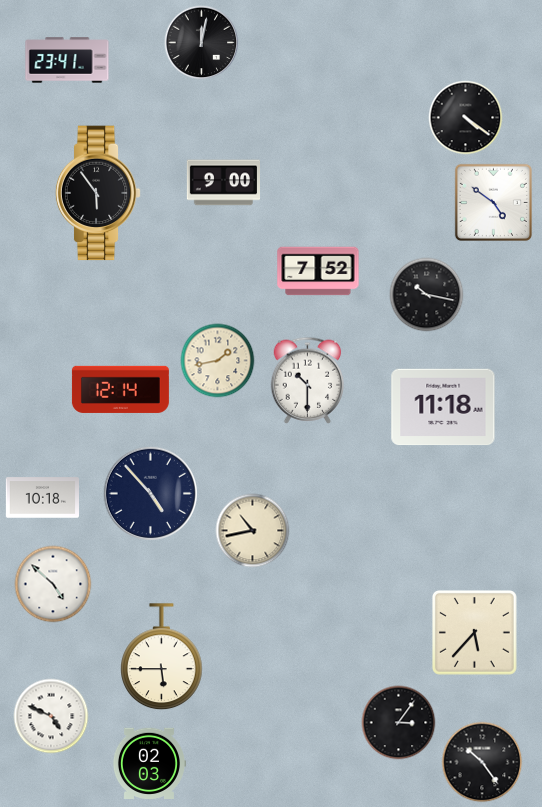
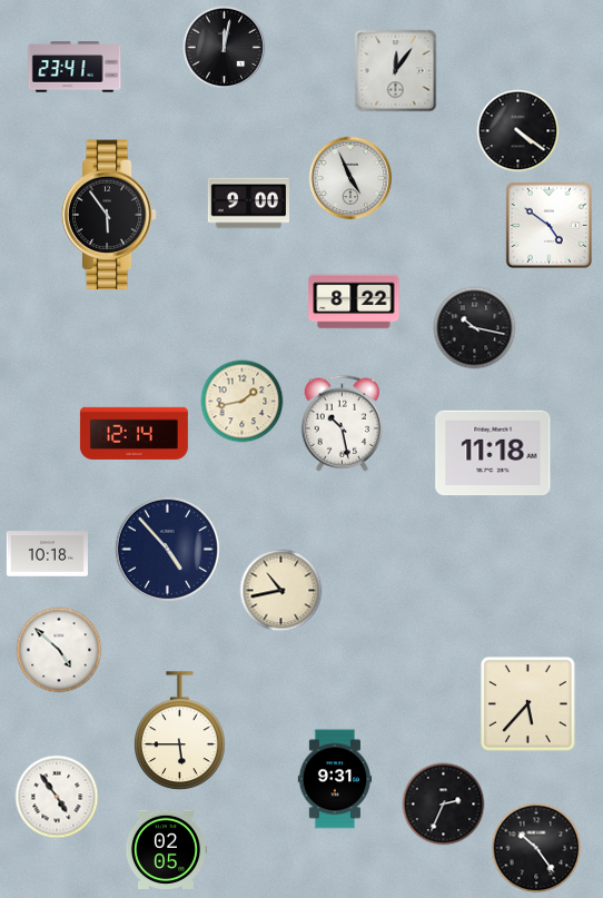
clock at (396, 71): none -> 12:06
clock at (350, 178): none -> 4:56
clock at (318, 271): 7:52 -> 8:22
clock at (308, 380): 10:30 -> 10:28
clock at (335, 779): none -> 9:31
clock at (51, 716): 4:49 -> 4:54
clock at (399, 723): 3:06 -> 2:34
clock at (148, 763): 02:03 -> 02:05
